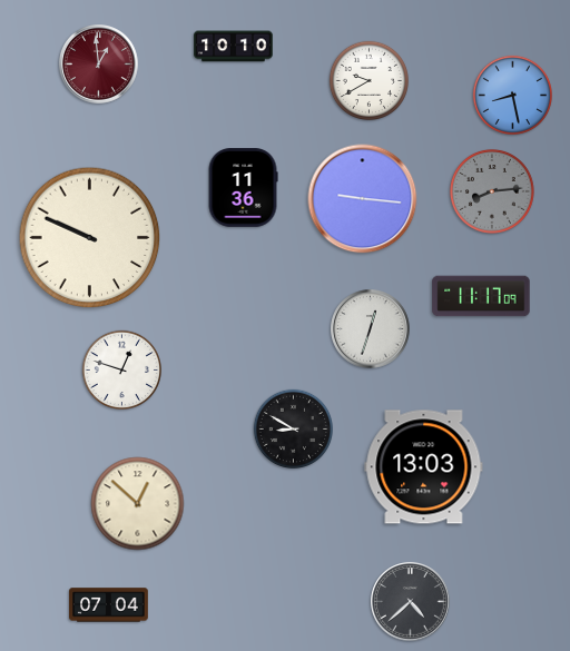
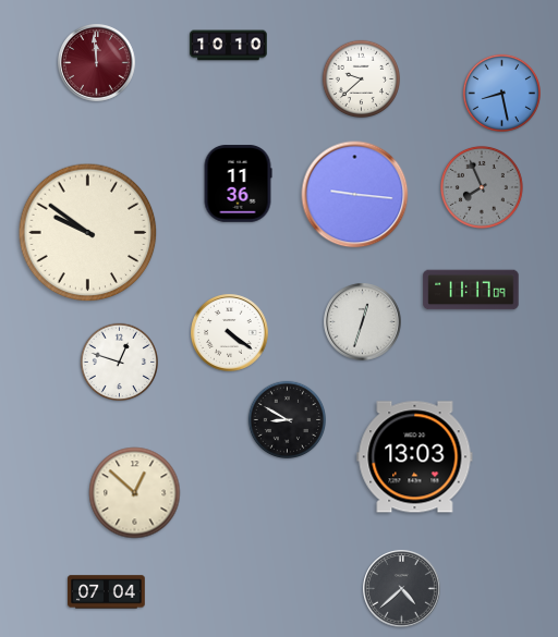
clock at (99, 65): 12:59 -> 11:59
clock at (370, 81): 9:40 -> 9:38
clock at (492, 191): 8:14 -> 7:56
clock at (90, 238): 9:49 -> 9:51
clock at (230, 333): none -> 4:21
